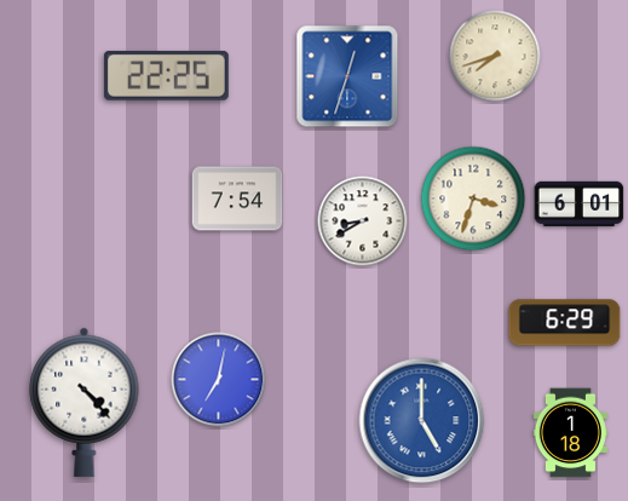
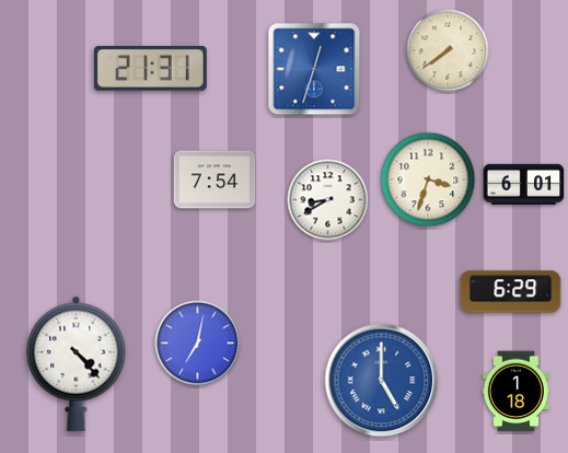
clock at (495, 56): 7:42 -> 7:39
clock at (166, 75): 22:25 -> 21:31
